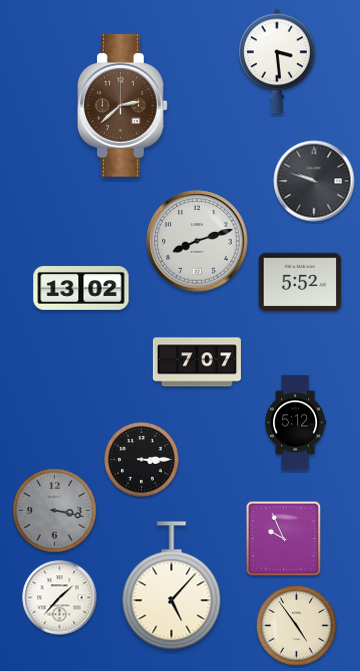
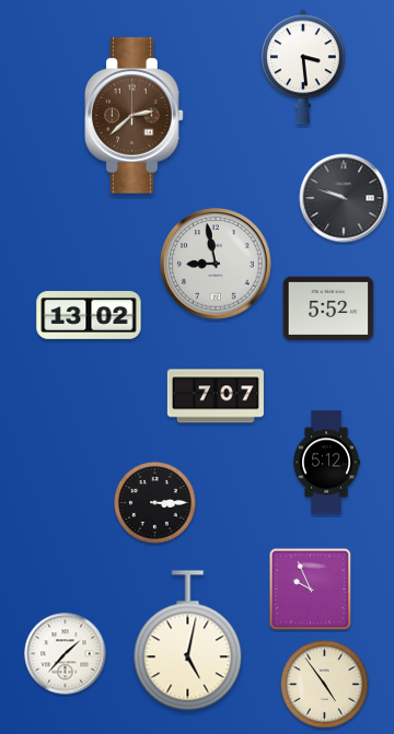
clock at (197, 241): 8:12 -> 8:58
clock at (296, 423) position: (296, 423) -> (327, 463)
clock at (55, 511): 3:17 -> none
clock at (172, 586): 5:07 -> 5:02
